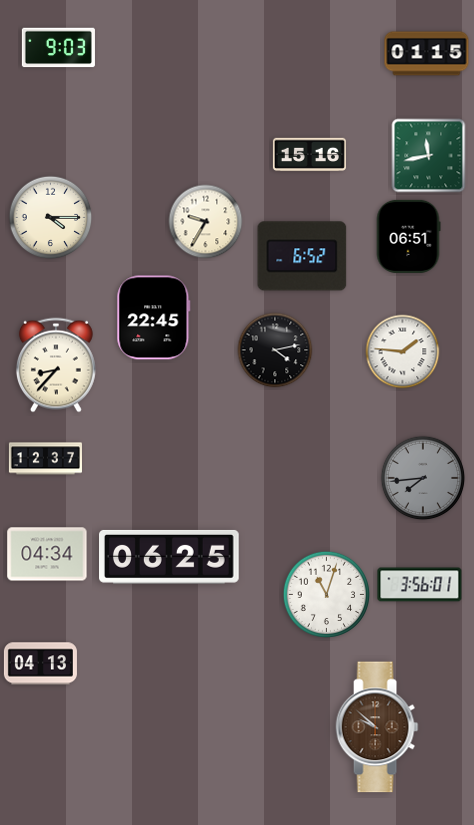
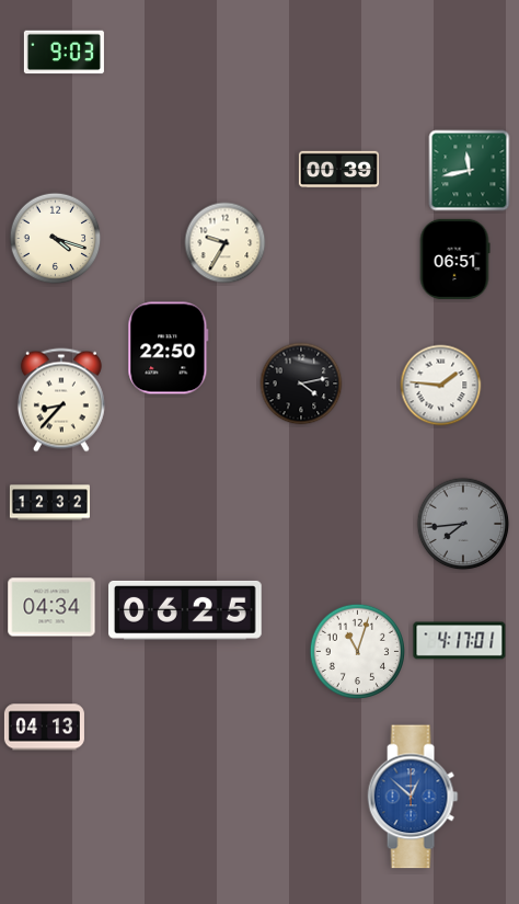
clock at (427, 54): 01:15 -> none
clock at (309, 155): 15:16 -> 00:39
clock at (51, 218): 4:15 -> 4:18
clock at (408, 236) position: (408, 236) -> (454, 259)
clock at (302, 256): 6:52 -> none
clock at (154, 318): 22:45 -> 22:50
clock at (45, 459): 12:37 -> 12:32
clock at (420, 585): 3:56 -> 4:17
clock at (377, 727): 9:52 -> 12:52
clock at (377, 727) dial: brown -> blue
